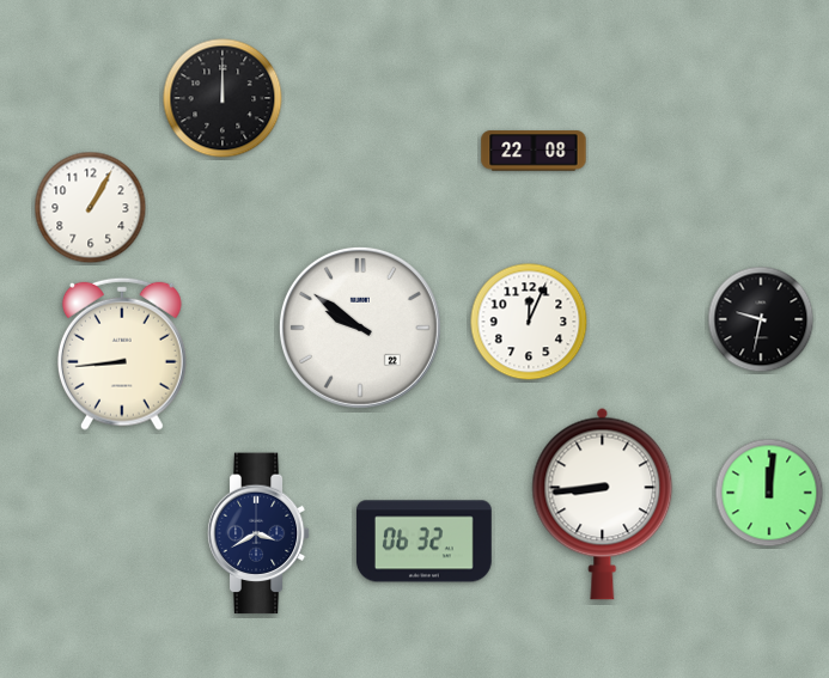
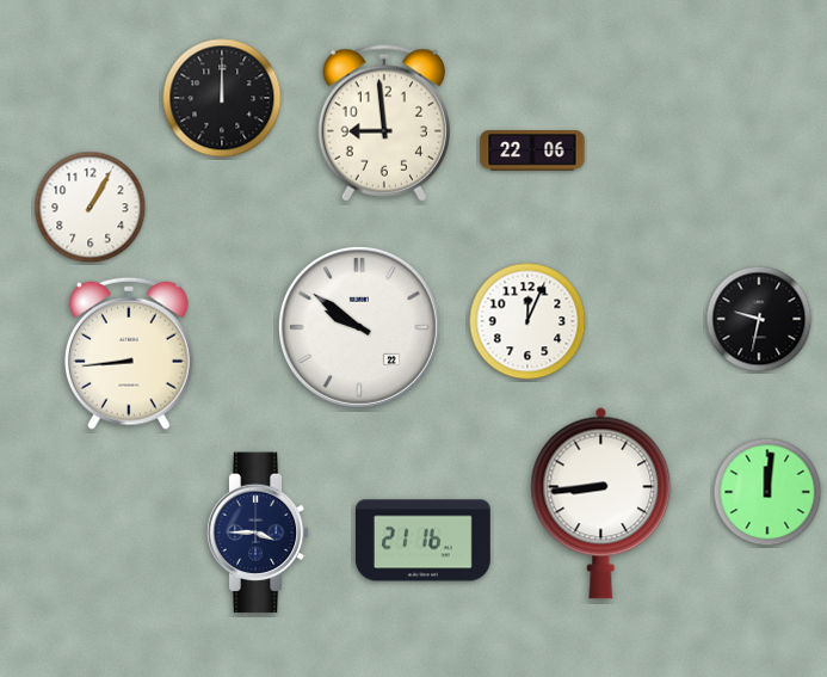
clock at (383, 123): none -> 8:59
clock at (534, 151): 22:08 -> 22:06
clock at (122, 354) position: (122, 354) -> (129, 353)
clock at (258, 533): 3:40 -> 3:45
clock at (423, 542): 06:32 -> 21:16
